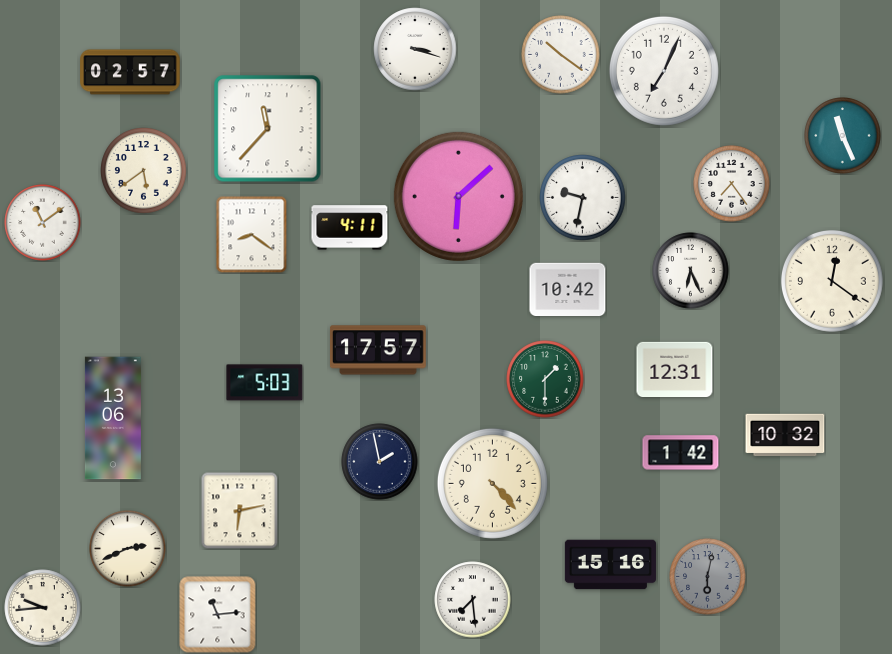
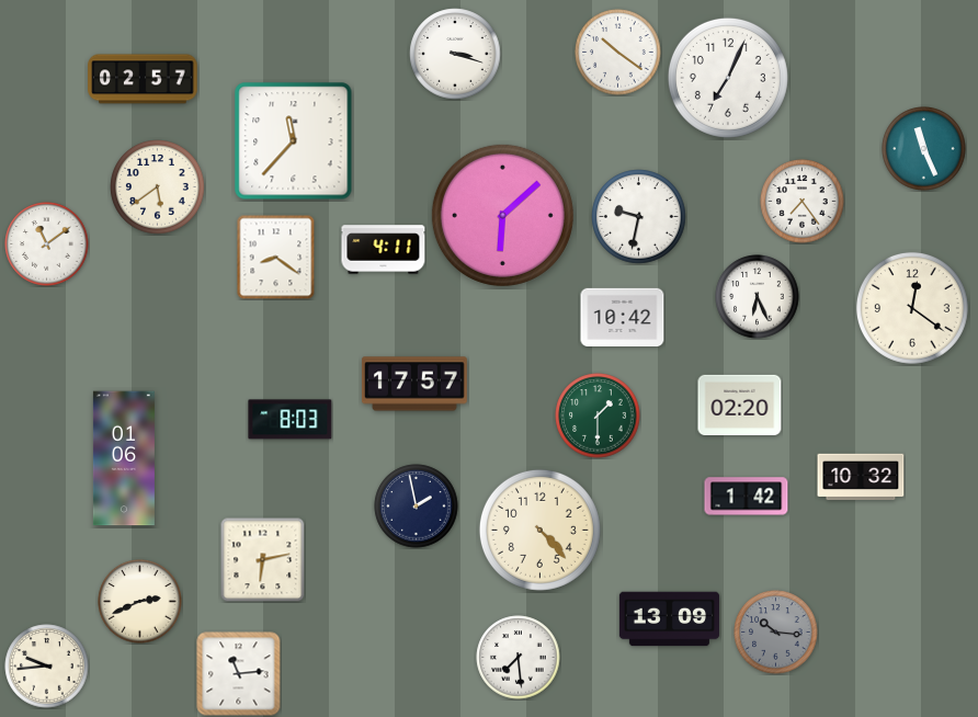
clock at (561, 55) position: (561, 55) -> (618, 53)
clock at (675, 369): 12:31 -> 02:20
clock at (265, 383): 5:03 -> 8:03
clock at (113, 418): 13:06 -> 01:06
clock at (610, 565): 15:16 -> 13:09
clock at (708, 577): 6:02 -> 10:16
